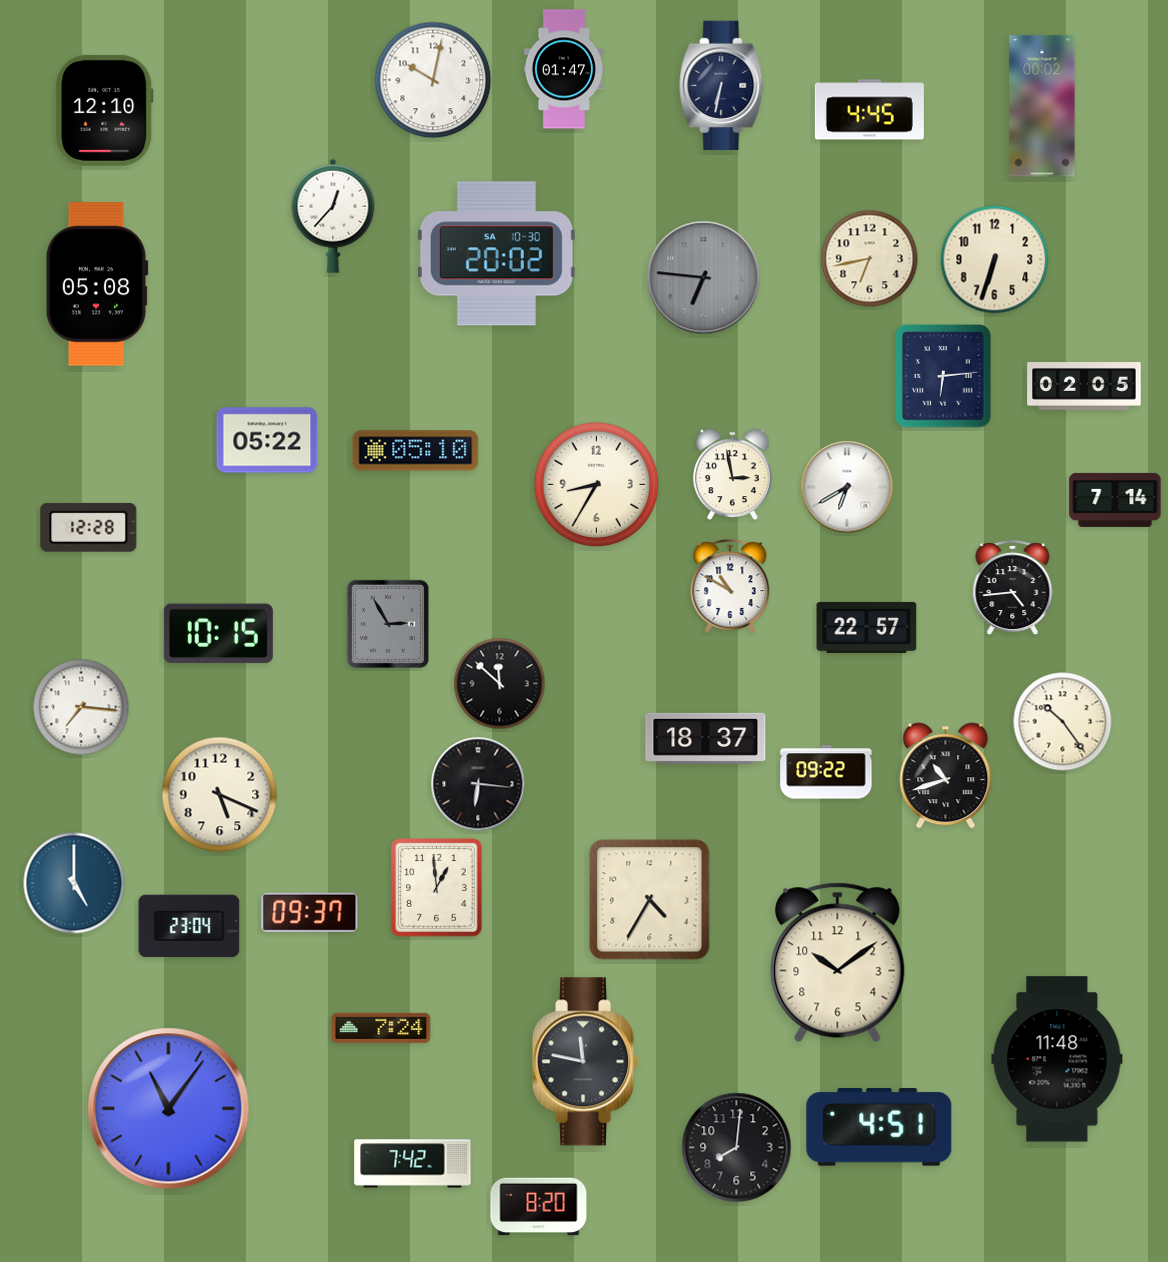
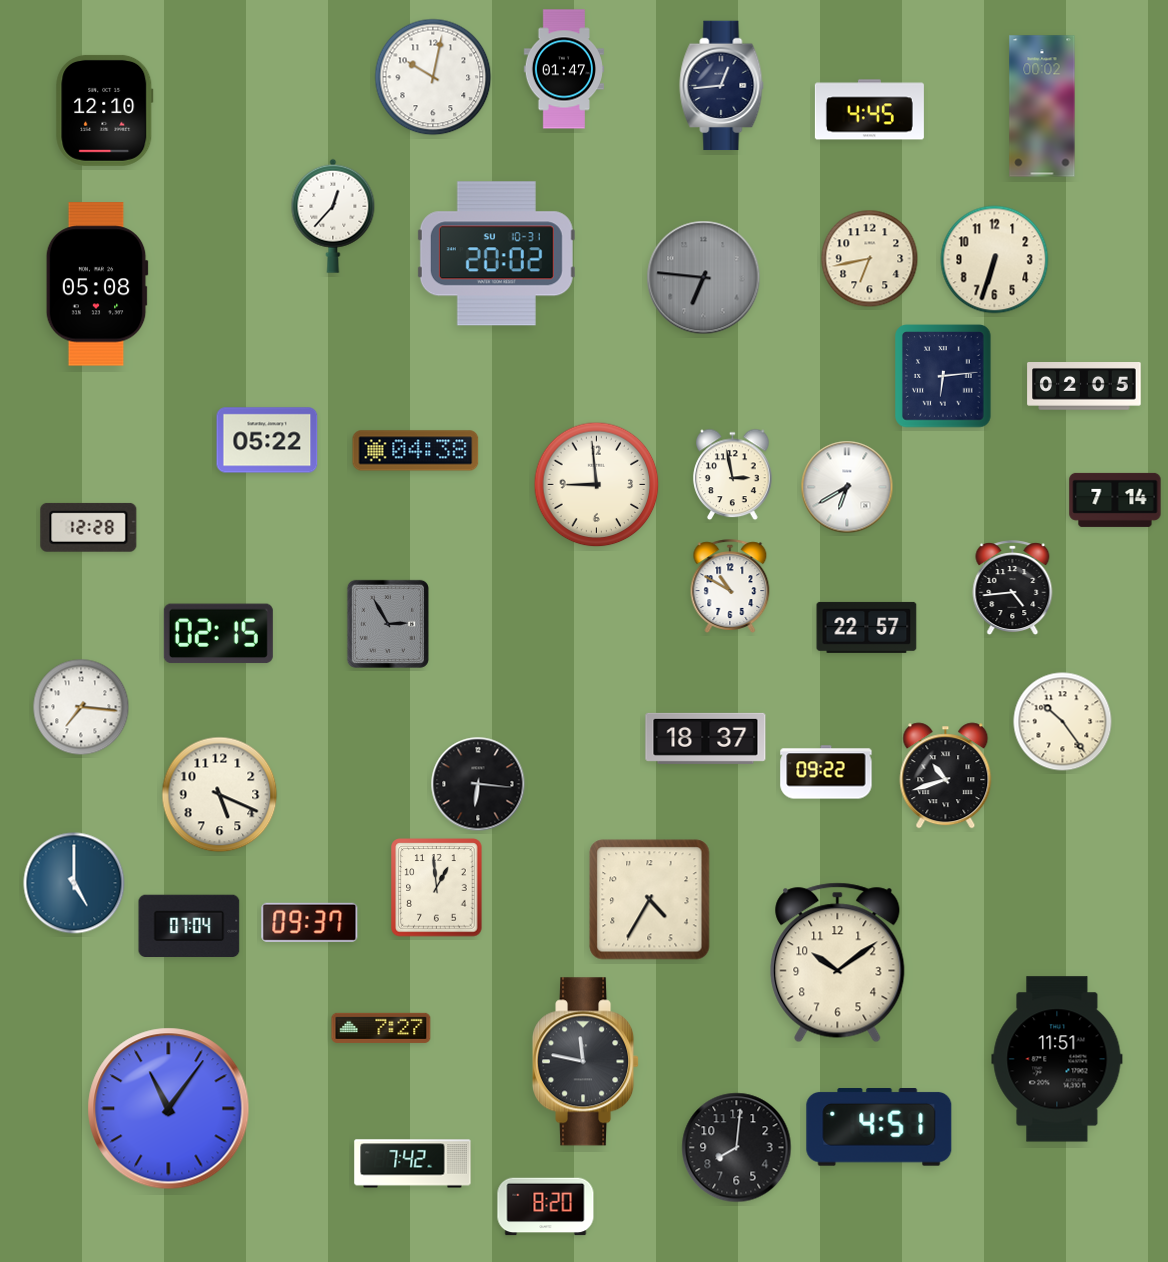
clock at (433, 80) position: (433, 80) -> (433, 77)
clock at (722, 86): 6:32 -> 12:44
clock at (496, 254) date: SA 10-30 -> SU 10-31
clock at (416, 451): 05:10 -> 04:38
clock at (597, 485): 8:35 -> 8:59
clock at (218, 634): 10:15 -> 02:15
clock at (500, 684): 11:52 -> none
clock at (310, 912) position: (310, 912) -> (310, 922)
clock at (189, 925): 23:04 -> 07:04
clock at (381, 1028): 7:24 -> 7:27
clock at (1057, 1059): 11:48 -> 11:51
clock at (539, 1207) position: (539, 1207) -> (546, 1207)
